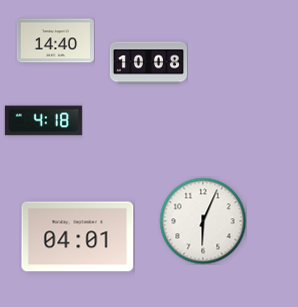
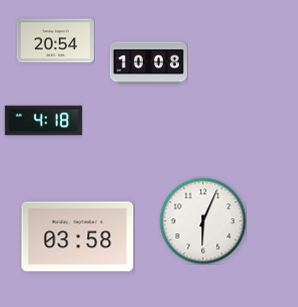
clock at (55, 41): 14:40 -> 20:54
clock at (78, 237): 04:01 -> 03:58
